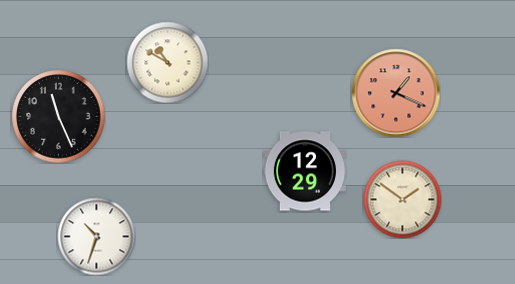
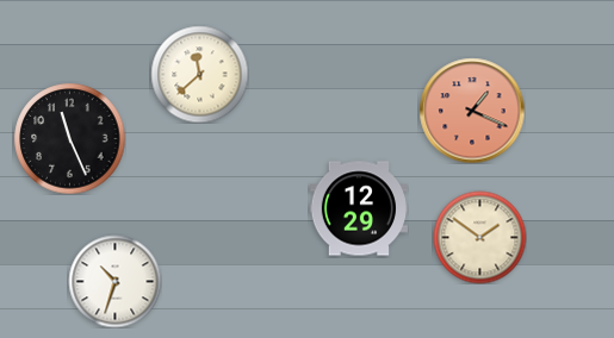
clock at (167, 62): 10:50 -> 11:38
clock at (304, 171) position: (304, 171) -> (358, 208)
